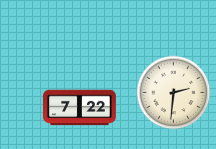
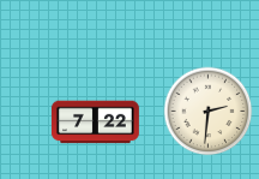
clock at (79, 108) position: (79, 108) -> (95, 123)
